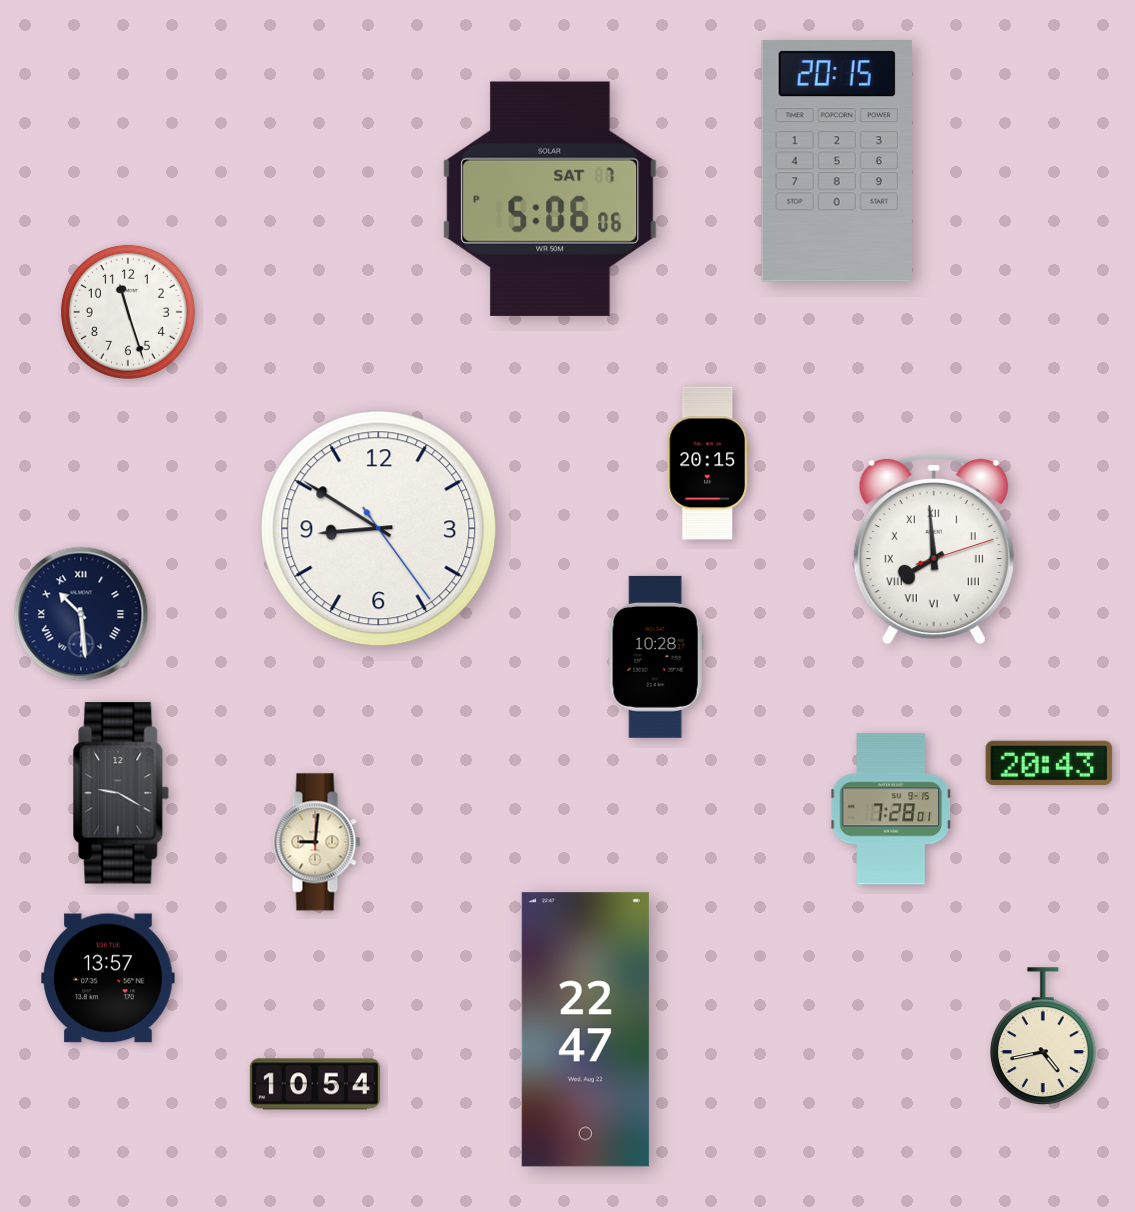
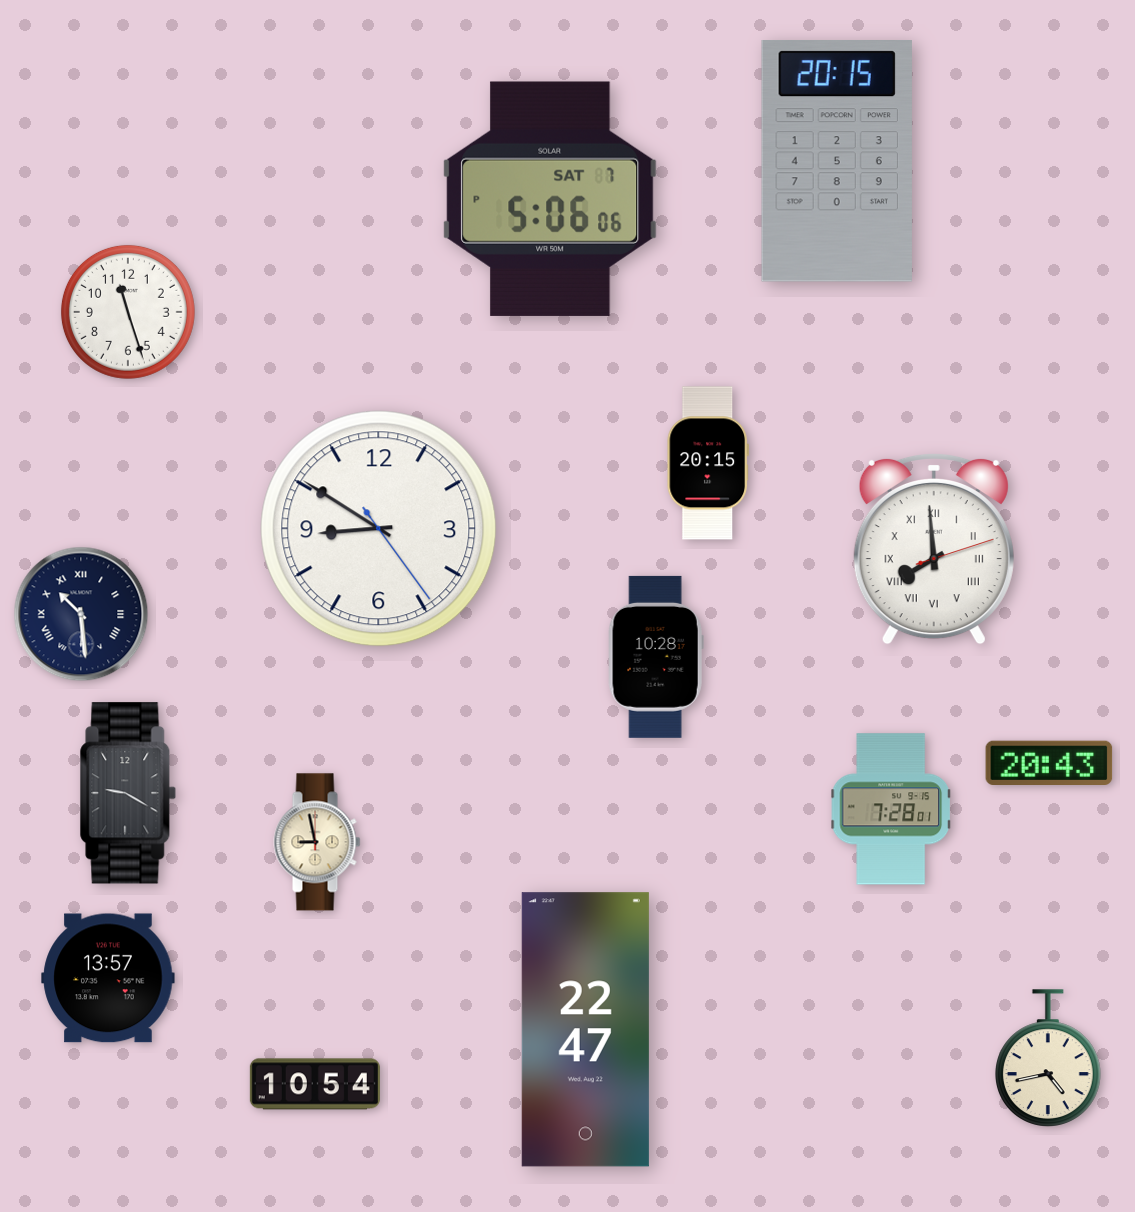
clock at (121, 793) position: (121, 793) -> (128, 793)
clock at (317, 842): 9:01 -> 8:58
clock at (1044, 1036) position: (1044, 1036) -> (1049, 1058)
